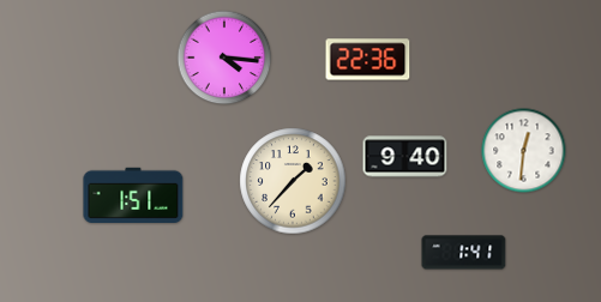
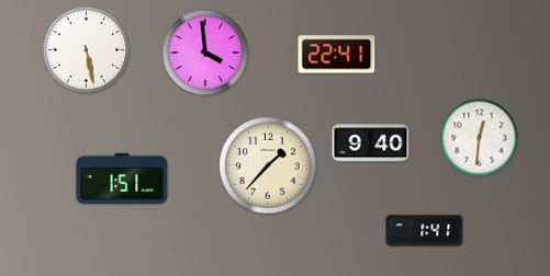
clock at (87, 50): none -> 5:28
clock at (224, 58): 4:16 -> 3:59
clock at (368, 60): 22:36 -> 22:41
